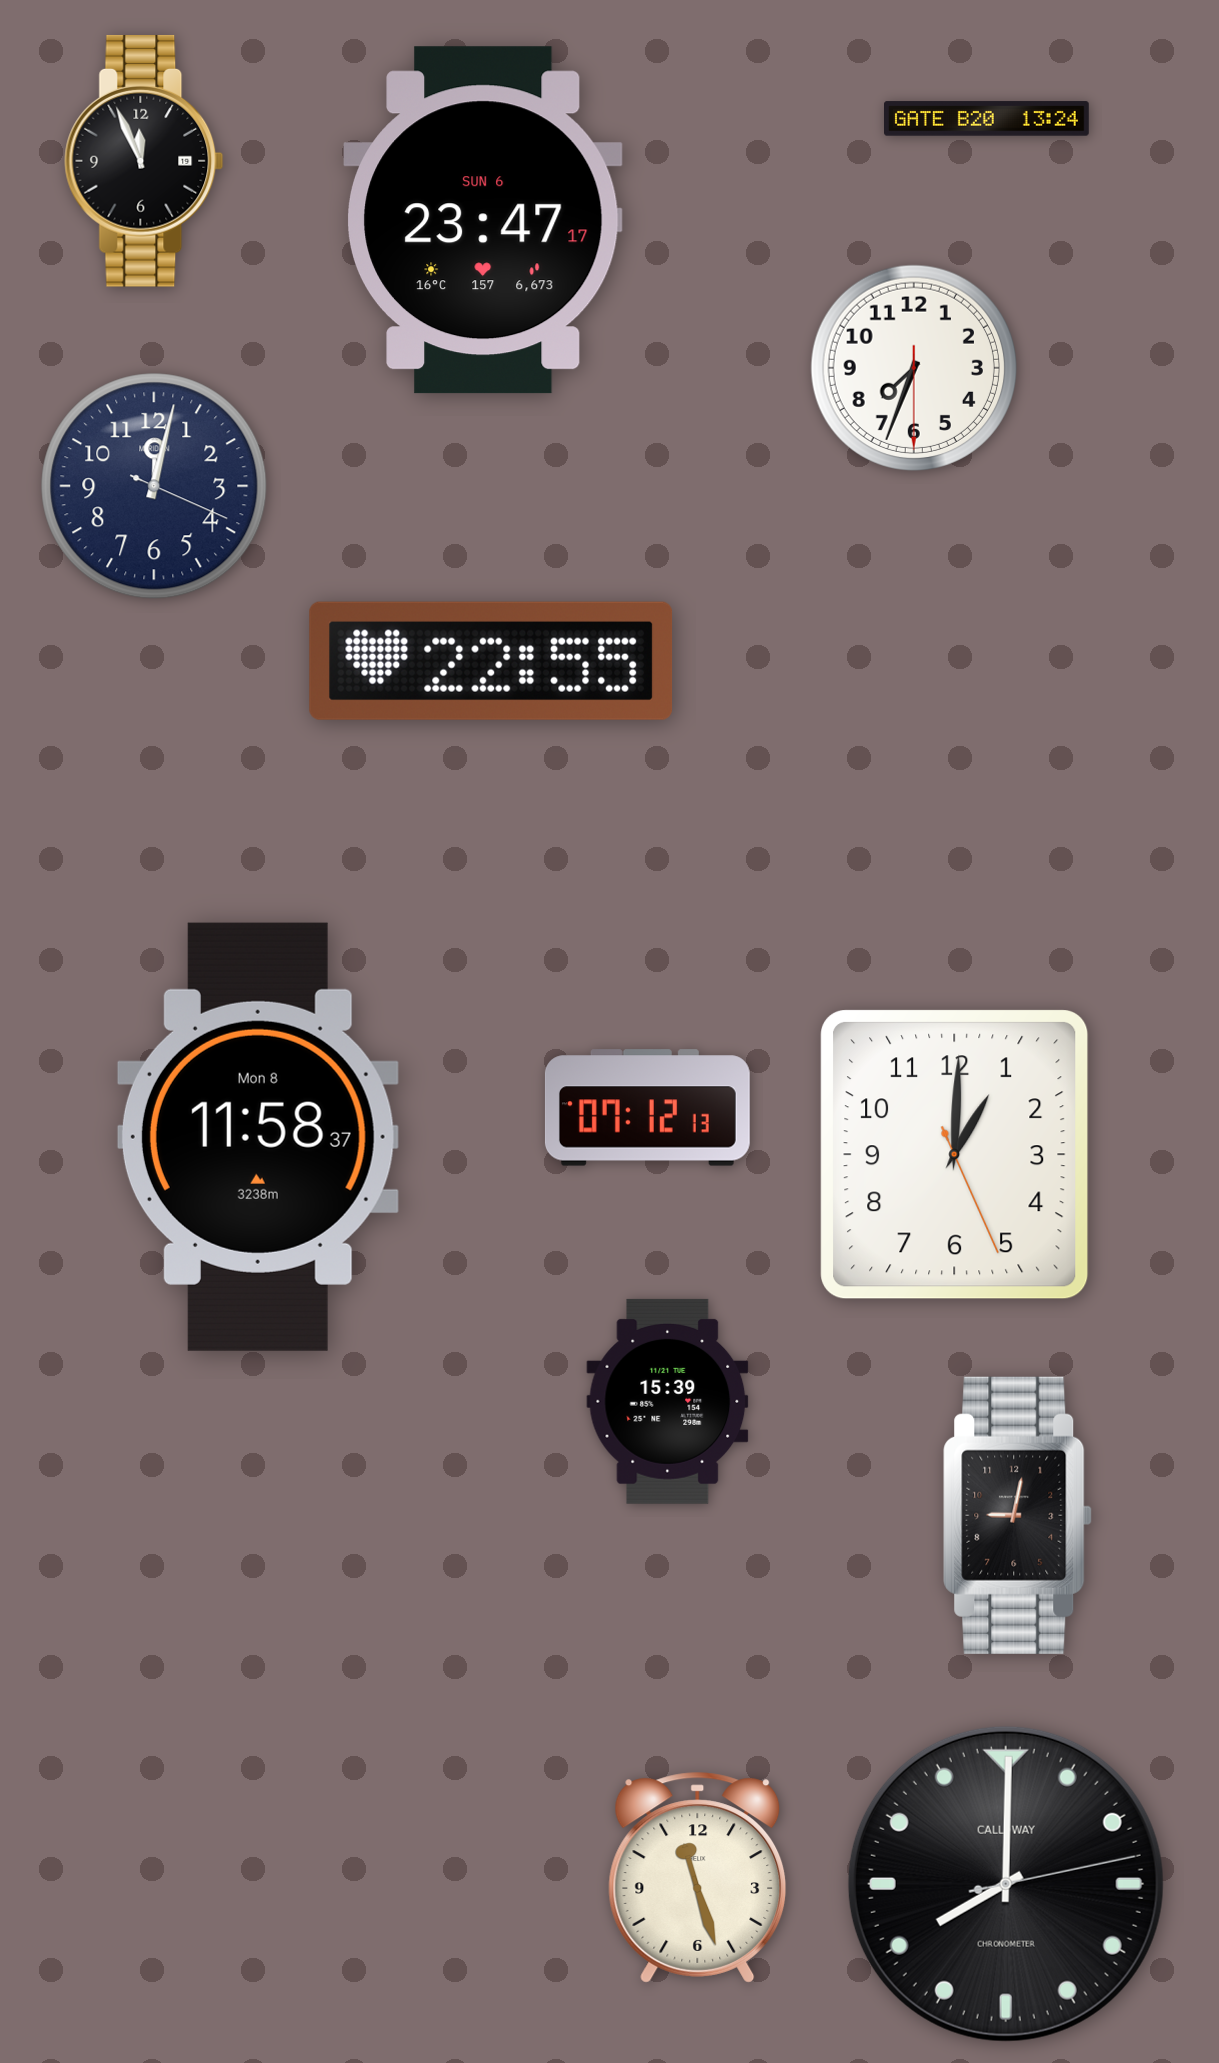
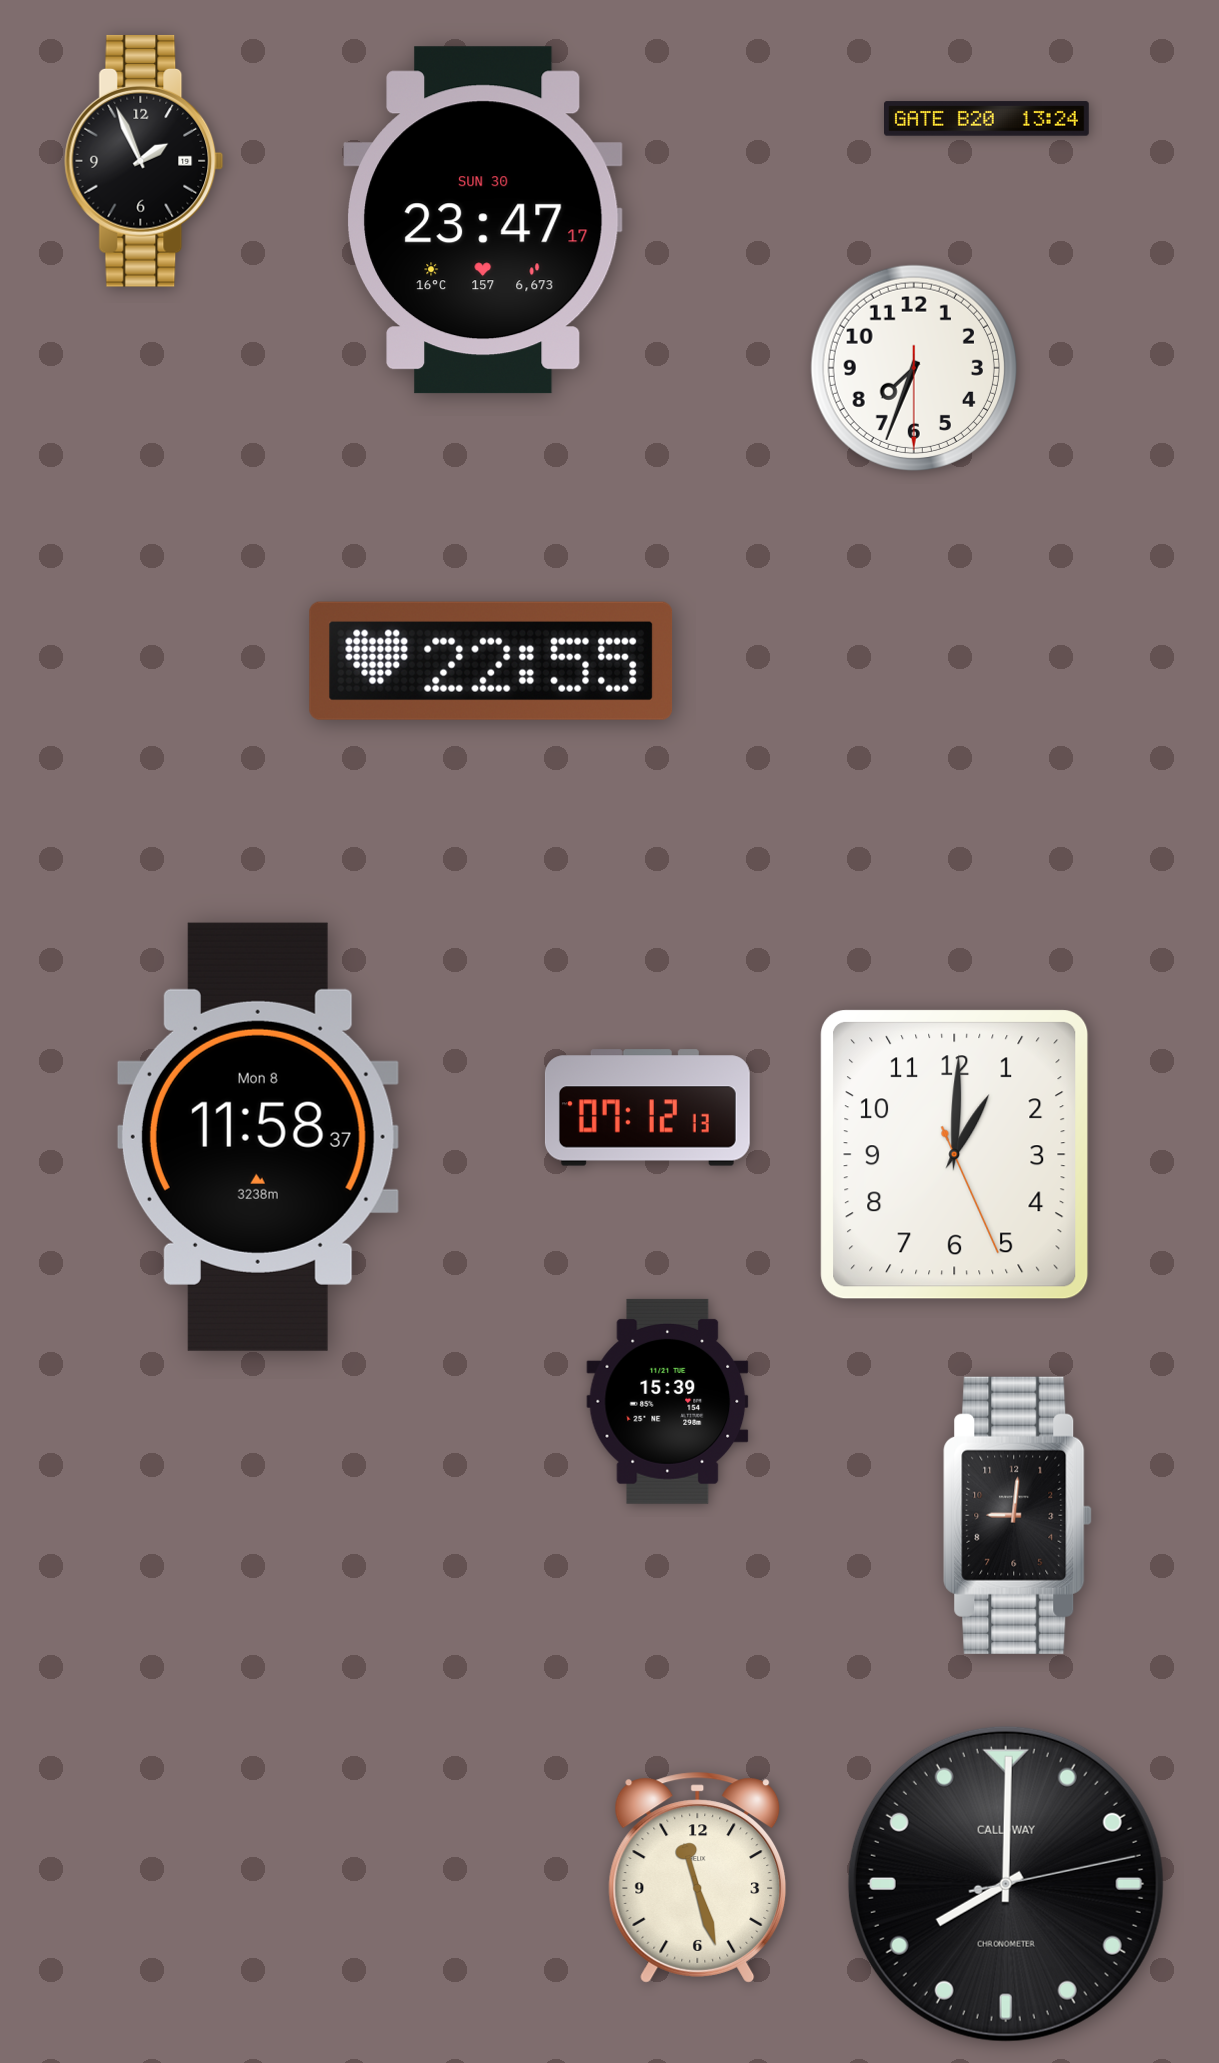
clock at (144, 161): 11:56 -> 1:56
clock at (484, 220) date: SUN 6 -> SUN 30
clock at (154, 486): 12:02 -> none
clock at (1018, 1515): 9:02 -> 9:01
